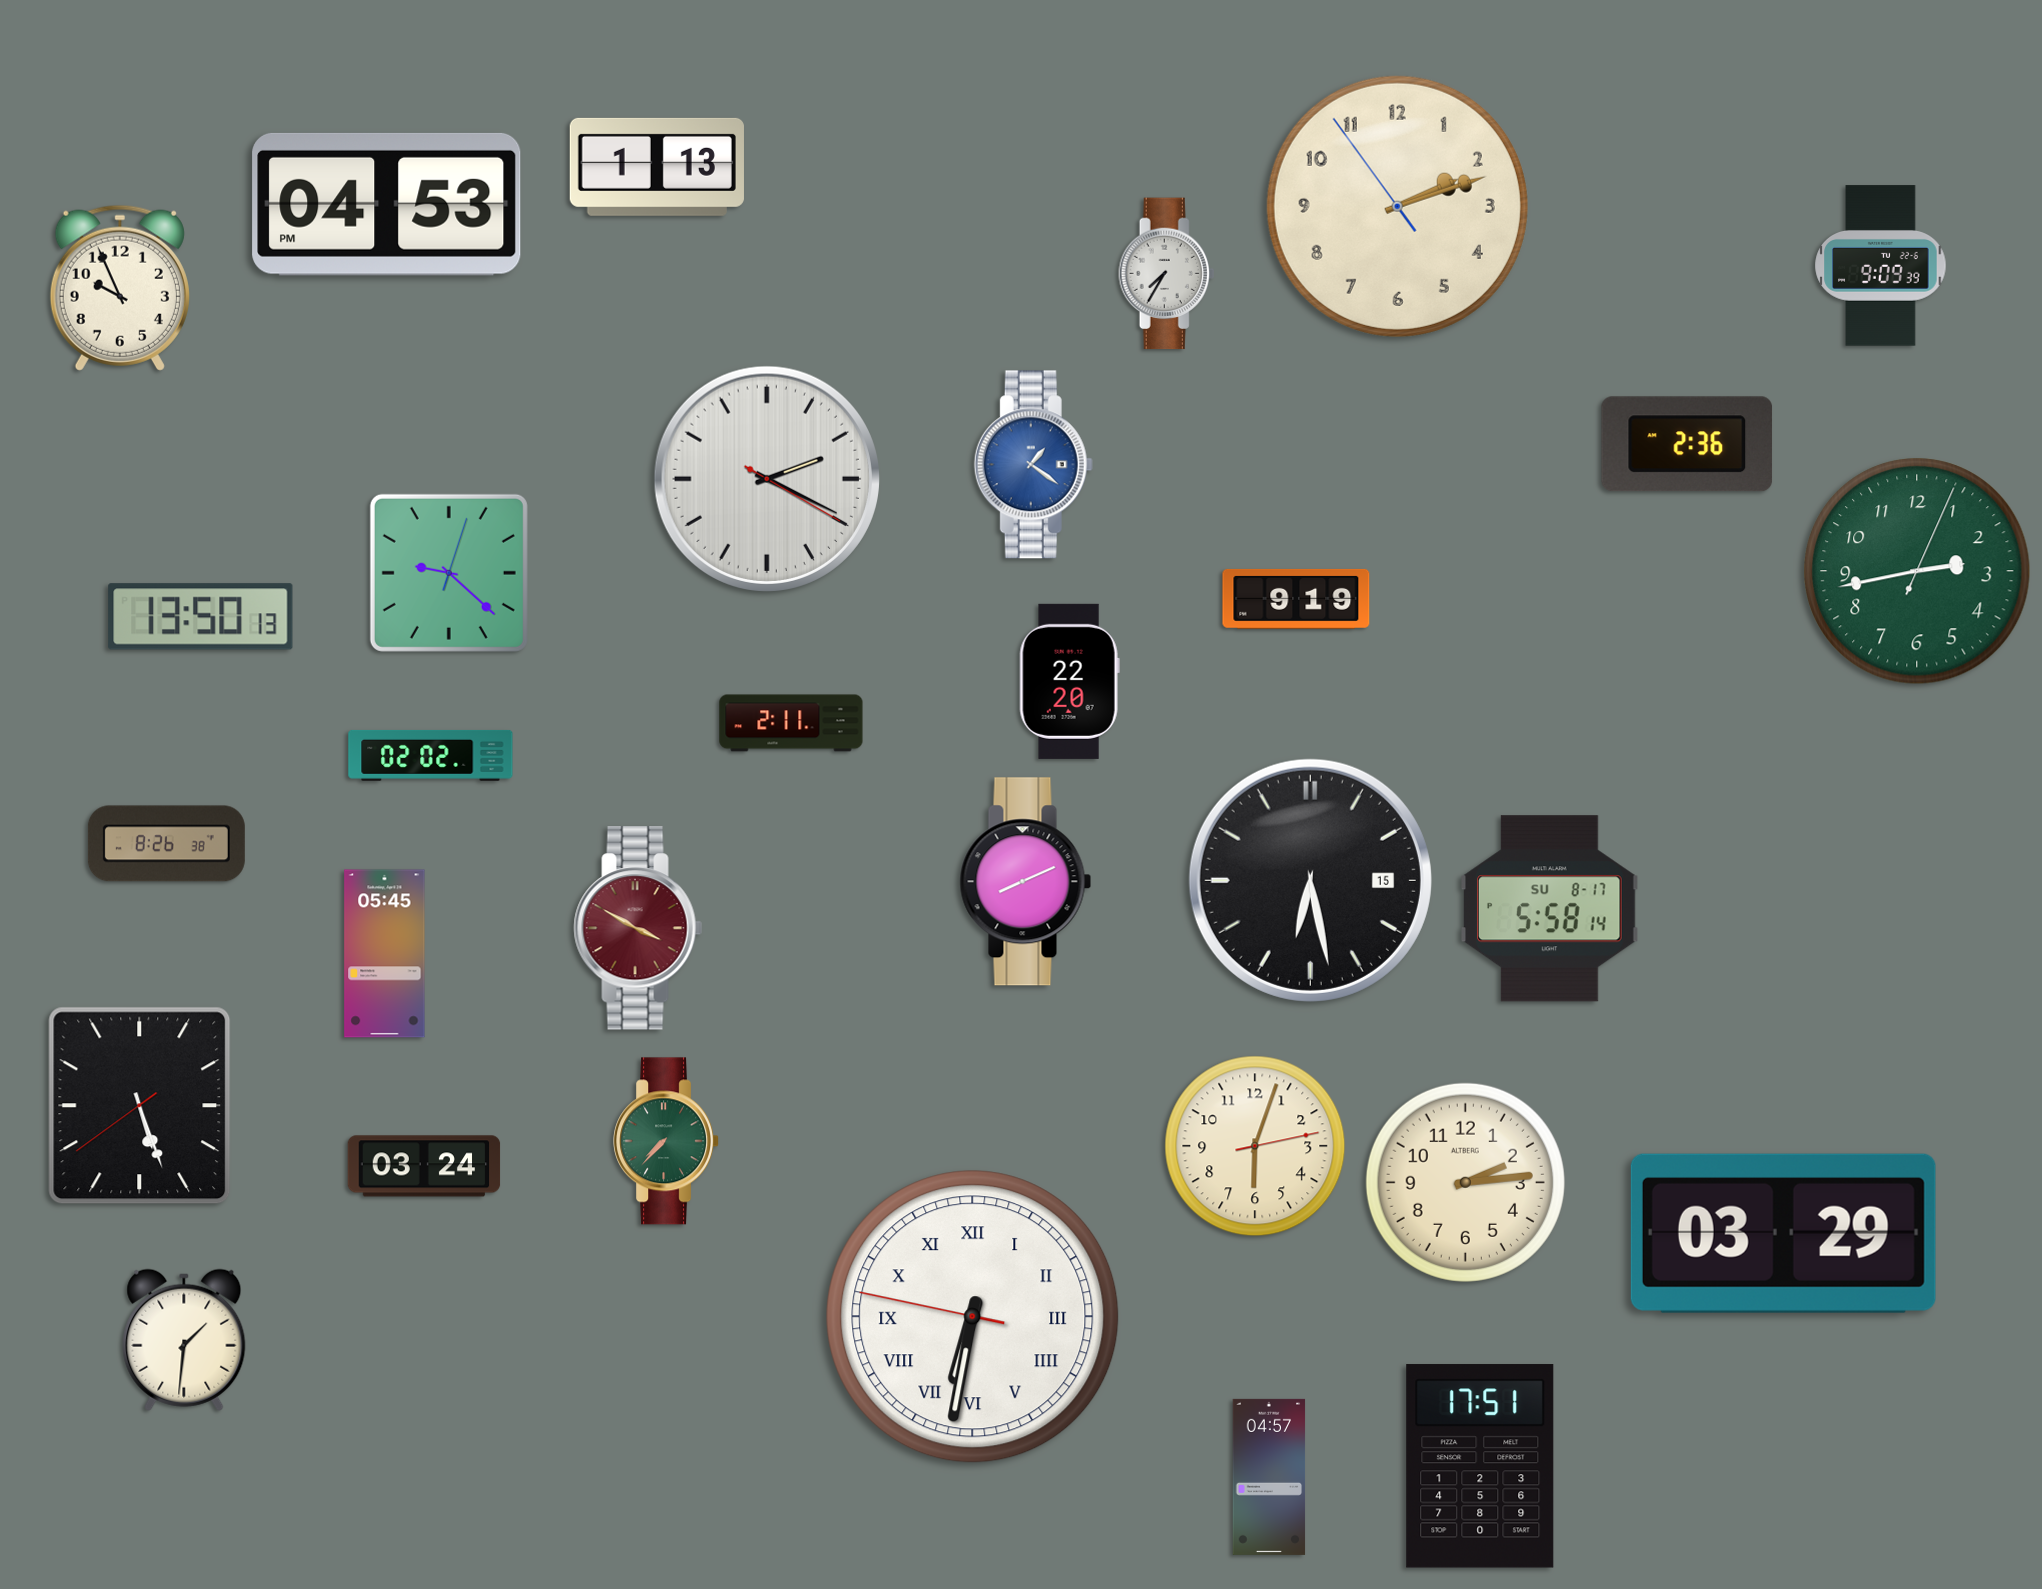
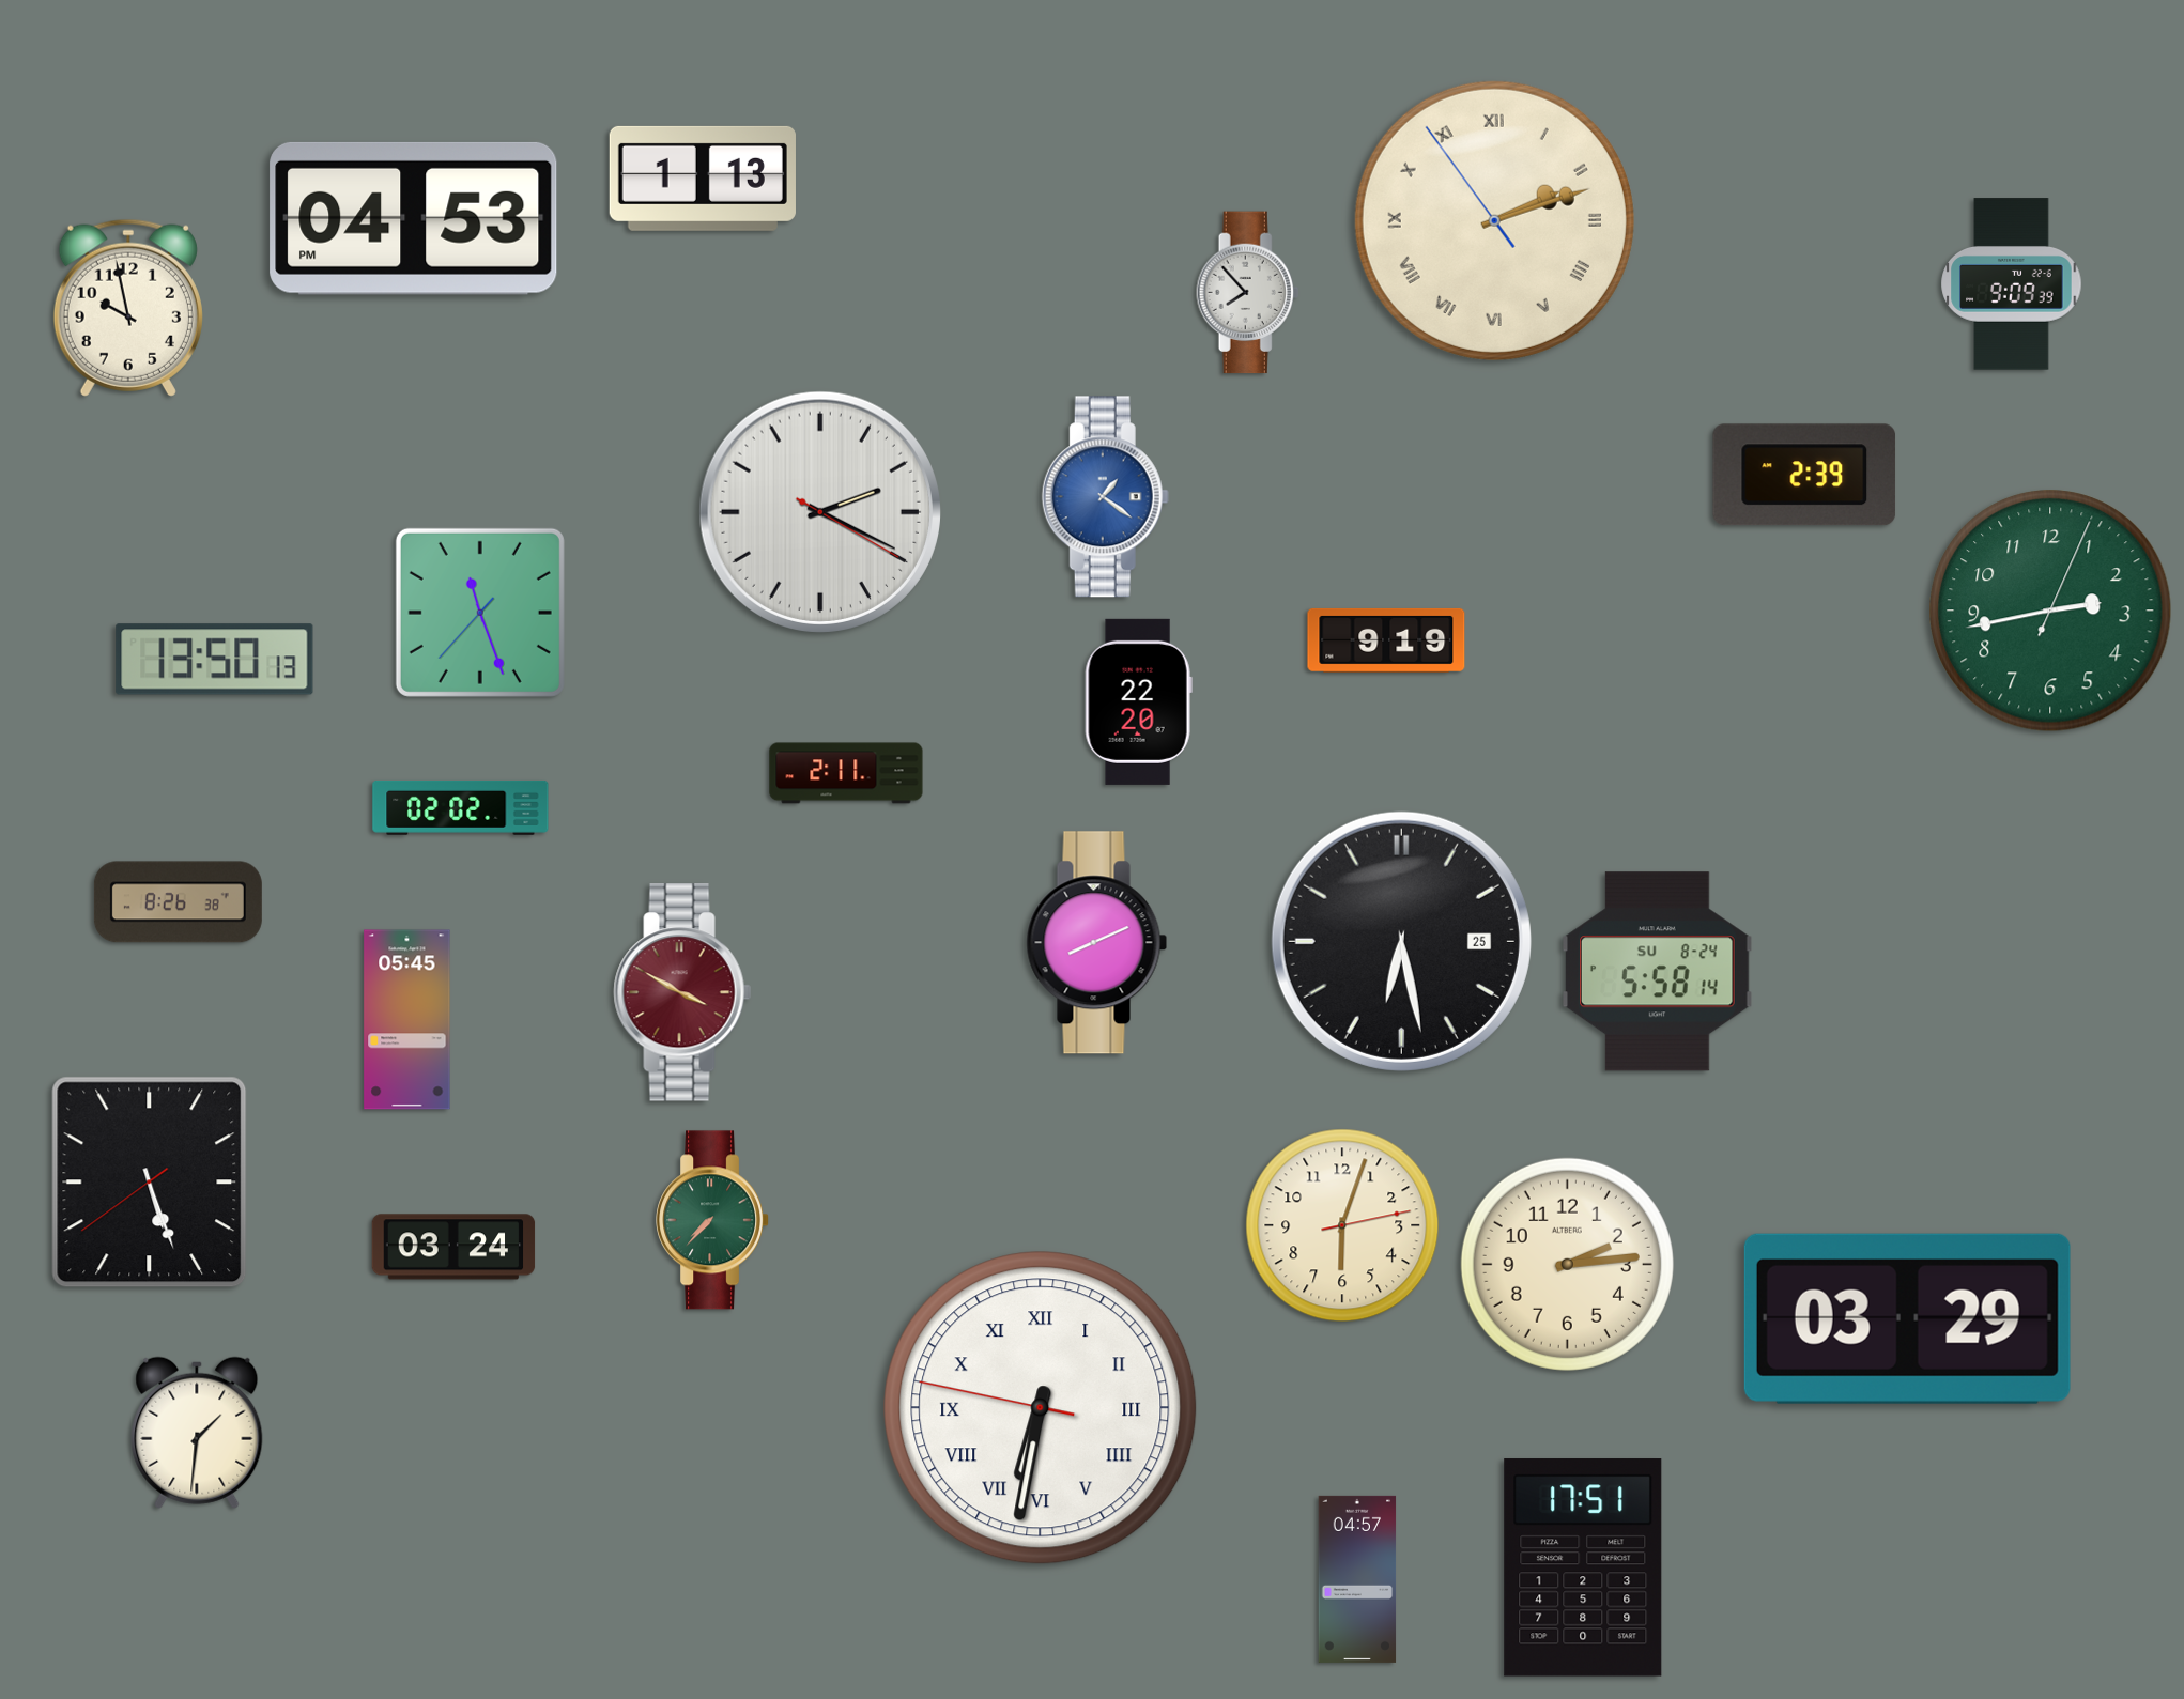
clock at (1397, 206) numerals: Arabic -> Roman
clock at (1167, 274): 7:35 -> 7:53
clock at (120, 288): 9:56 -> 9:58
clock at (1687, 444): 2:36 -> 2:39
clock at (449, 573): 9:22 -> 11:26
clock at (1069, 681) position: (1069, 681) -> (1138, 701)
clock at (1310, 880) date: 15 -> 25
clock at (1550, 909) date: SU 8-17 -> SU 8-24
clock at (385, 954) position: (385, 954) -> (407, 1020)
